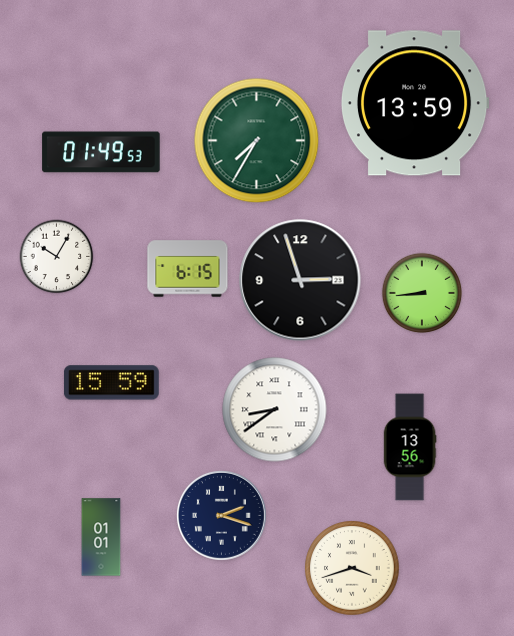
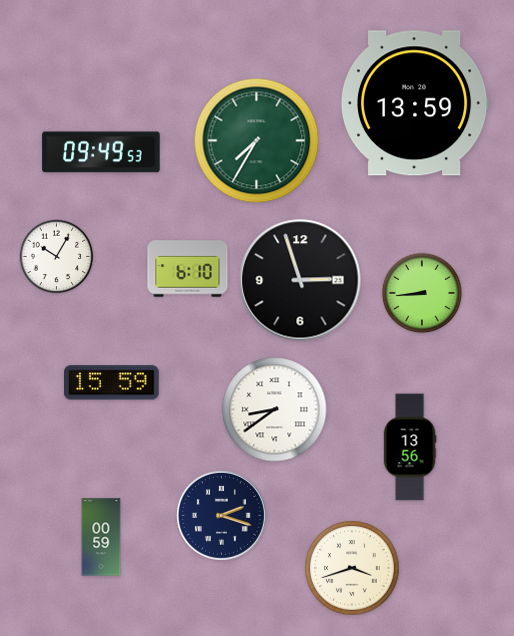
clock at (101, 152): 01:49 -> 09:49
clock at (188, 269): 6:15 -> 6:10
clock at (101, 537): 01:01 -> 00:59
